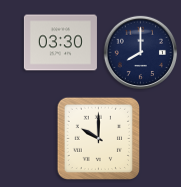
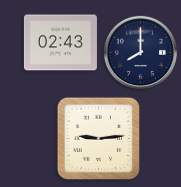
clock at (60, 43): 03:30 -> 02:43
clock at (98, 138): 10:00 -> 9:14
